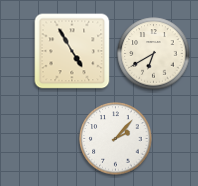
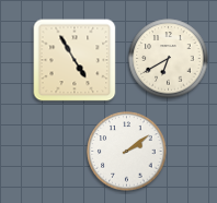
clock at (72, 51) position: (72, 51) -> (75, 60)
clock at (116, 139): 2:07 -> 2:09
